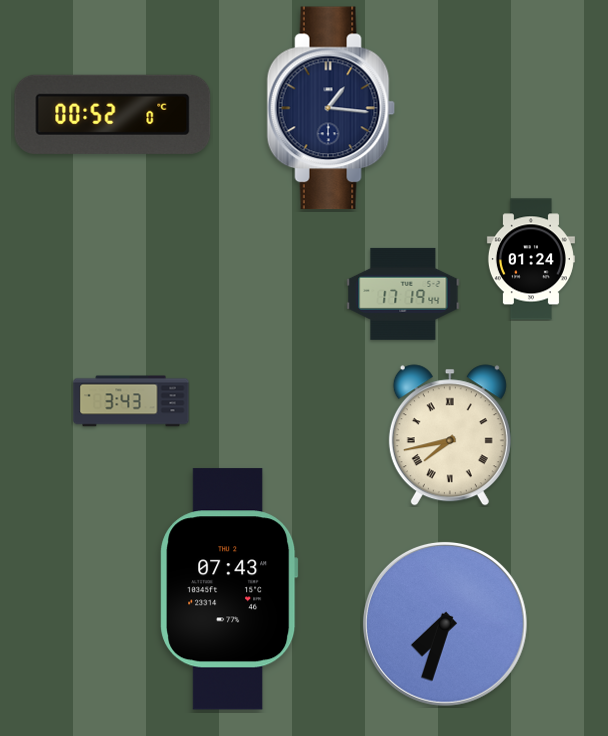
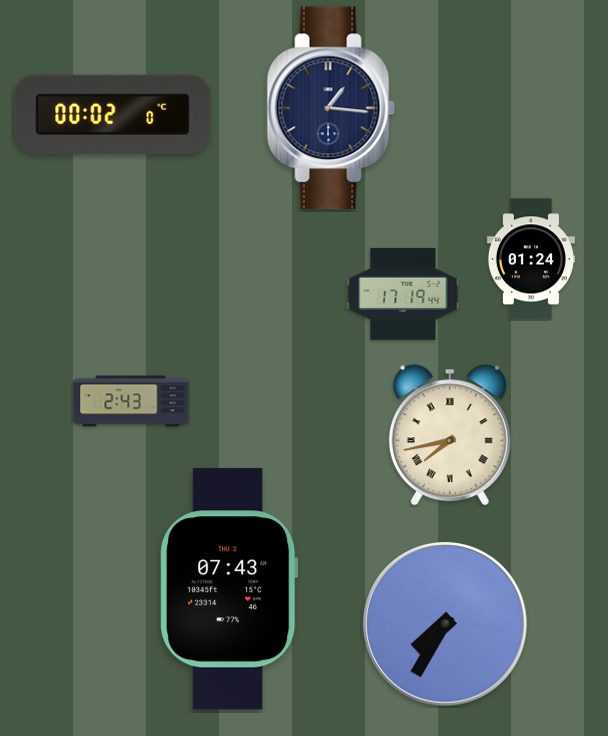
clock at (113, 114): 00:52 -> 00:02
clock at (131, 401): 3:43 -> 2:43
clock at (445, 624): 7:33 -> 7:35
